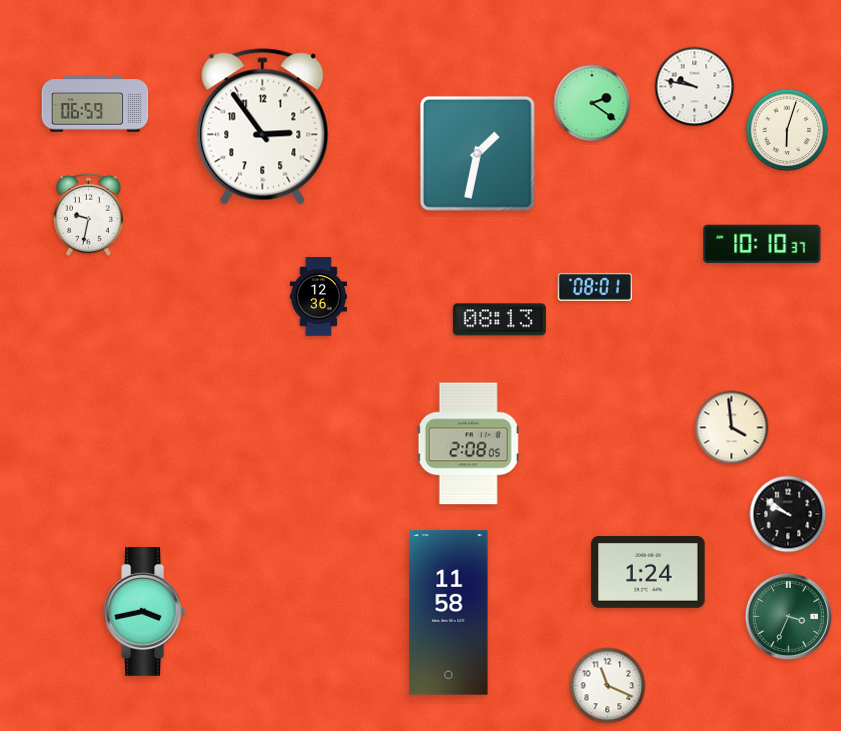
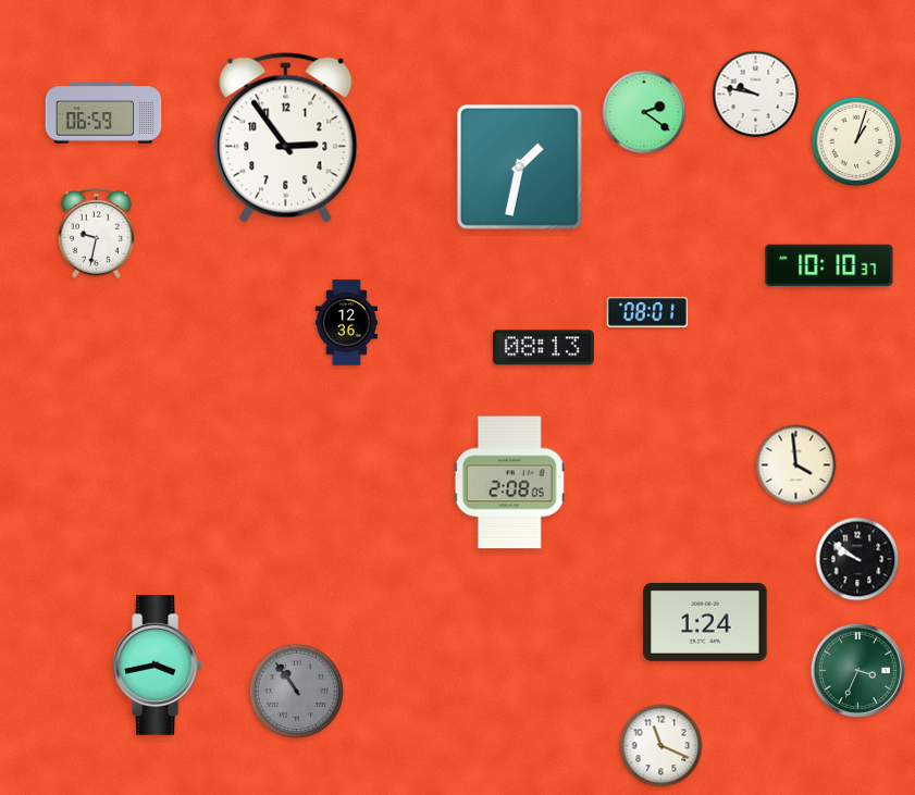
clock at (787, 130): 6:03 -> 1:03
clock at (449, 613): 11:58 -> none
clock at (296, 691): none -> 10:54
